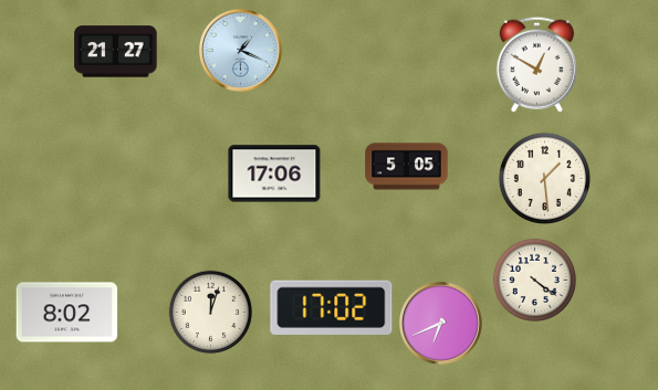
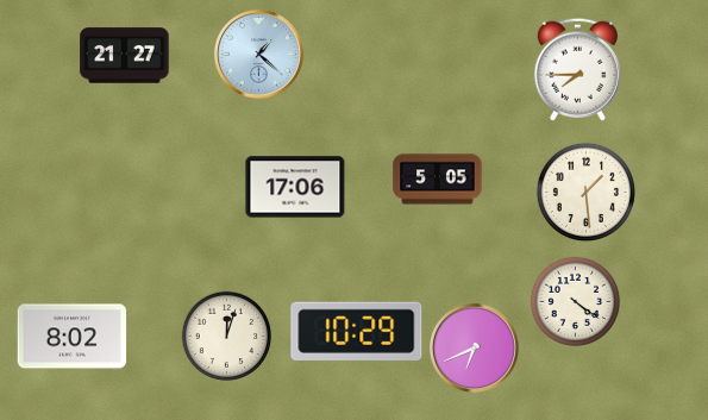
clock at (240, 50): 1:19 -> 1:22
clock at (536, 64): 12:50 -> 7:45
clock at (332, 307): 17:02 -> 10:29
